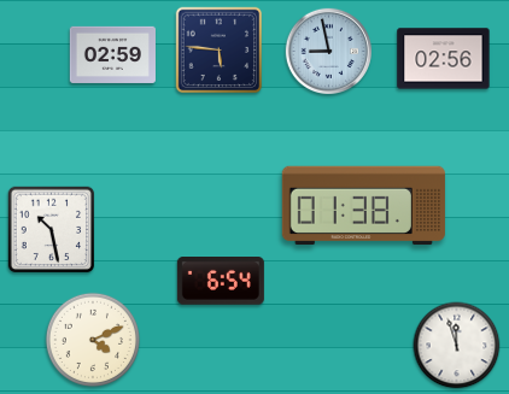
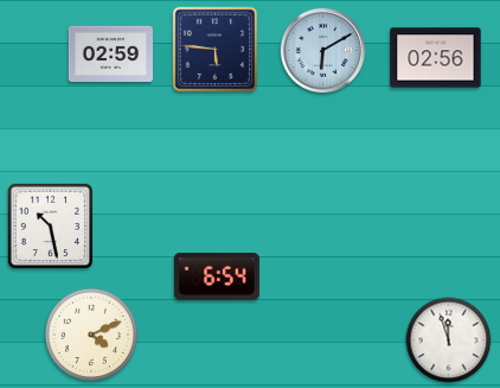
clock at (328, 51): 8:58 -> 6:10
clock at (363, 206): 01:38 -> none
